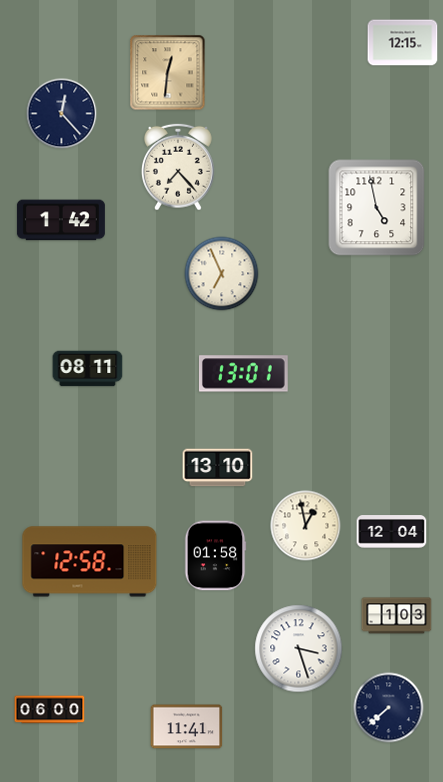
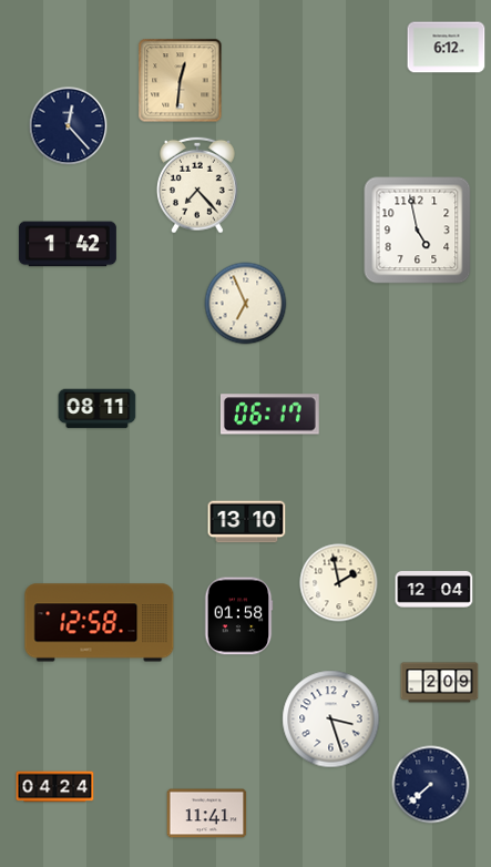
clock at (403, 43): 12:15 -> 6:12
clock at (168, 73) position: (168, 73) -> (181, 81)
clock at (243, 374): 13:01 -> 06:17
clock at (218, 468) position: (218, 468) -> (247, 522)
clock at (306, 526): 12:58 -> 1:58
clock at (397, 616): 1:03 -> 2:09
clock at (50, 710): 06:00 -> 04:24
clock at (187, 727) position: (187, 727) -> (207, 814)
